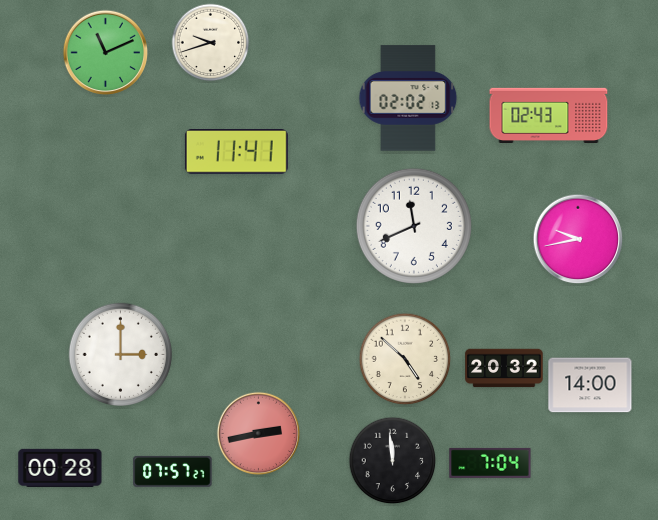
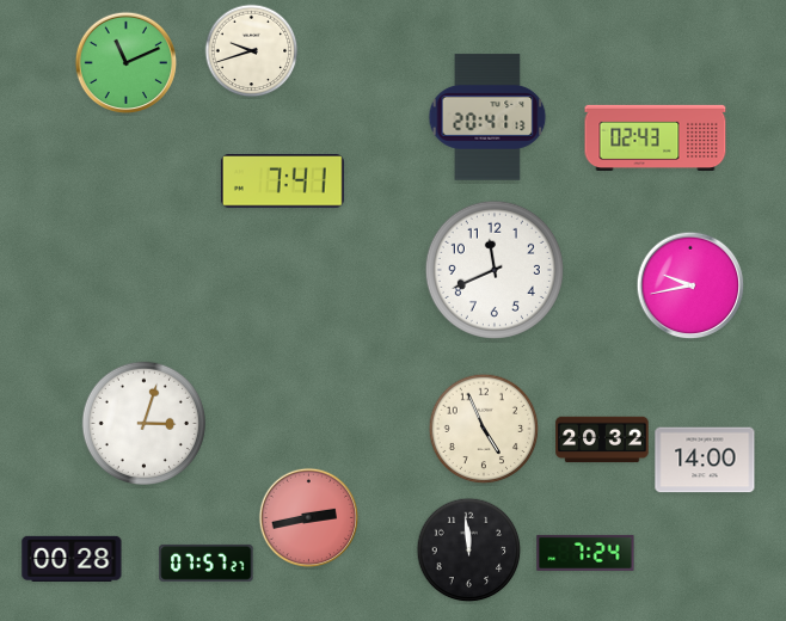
clock at (408, 98): 02:02 -> 20:41
clock at (236, 152): 11:41 -> 7:41
clock at (120, 354): 3:00 -> 3:03
clock at (405, 359): 4:52 -> 4:56
clock at (490, 463): 7:04 -> 7:24
